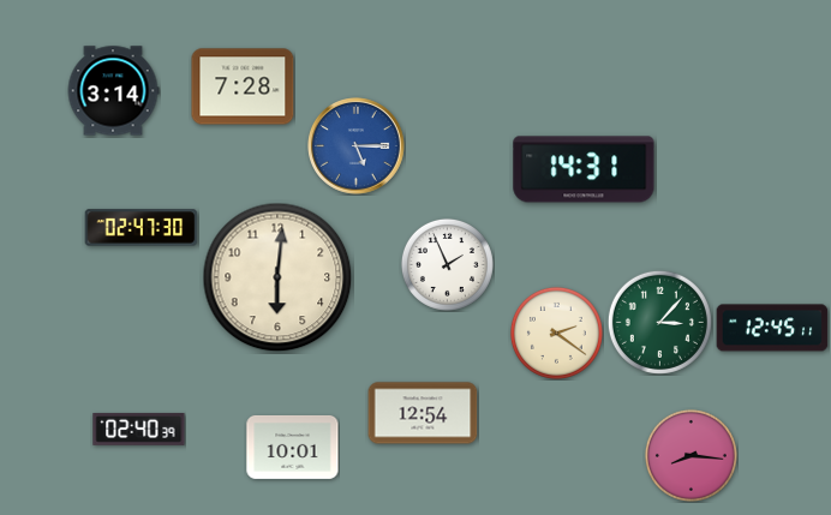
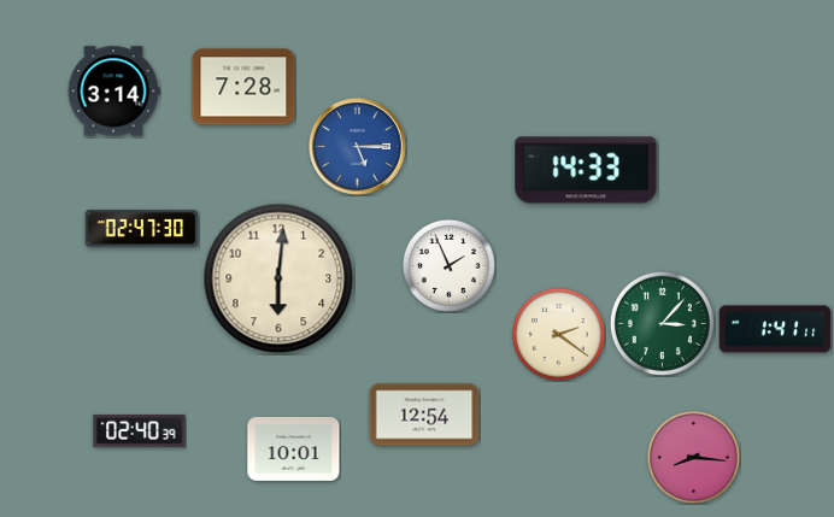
clock at (584, 169): 14:31 -> 14:33
clock at (772, 328): 12:45 -> 1:41
